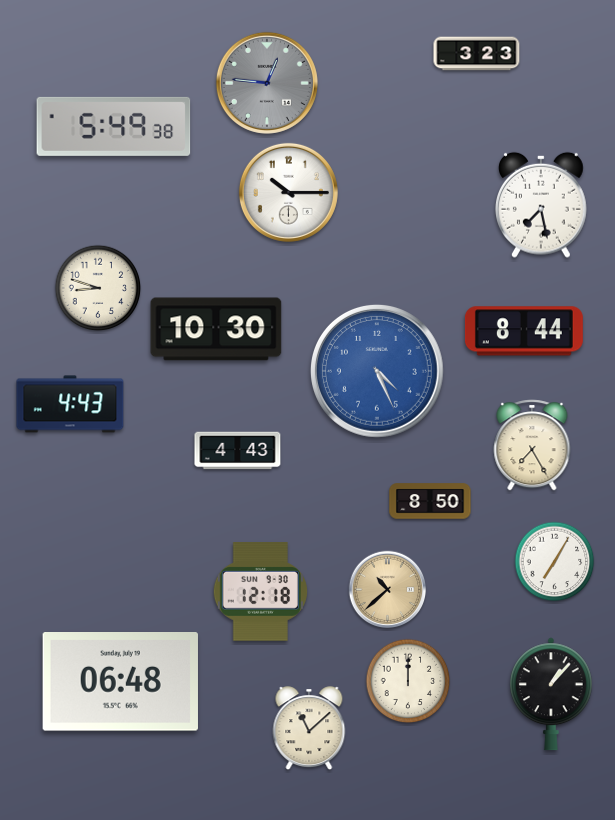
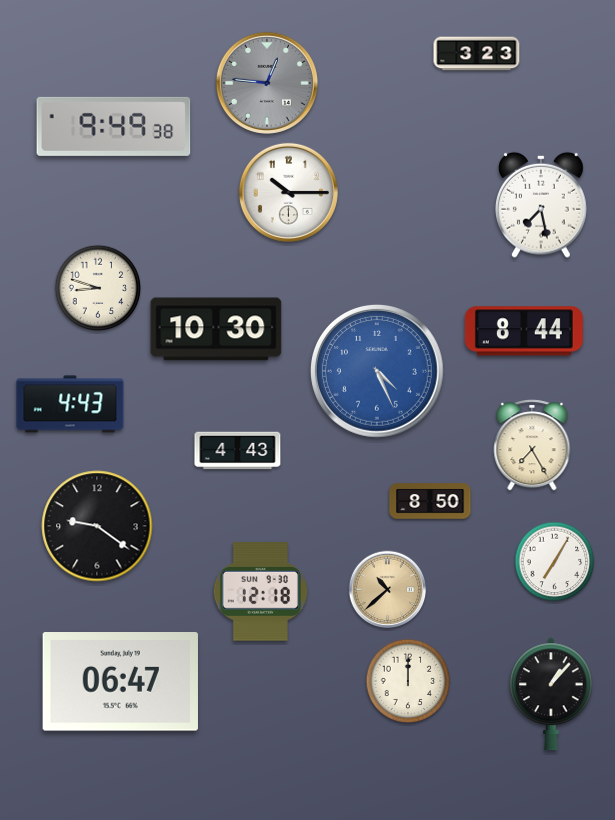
clock at (114, 126): 5:49 -> 9:49
clock at (97, 526): none -> 9:21
clock at (120, 682): 06:48 -> 06:47
clock at (309, 729): 11:08 -> none
